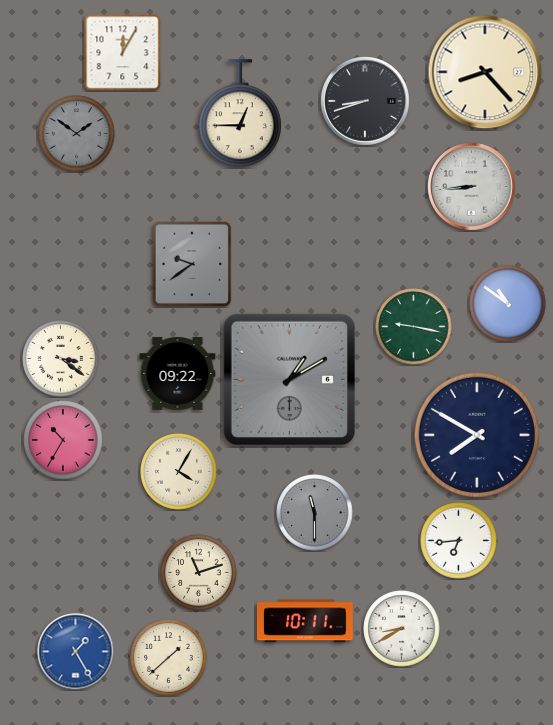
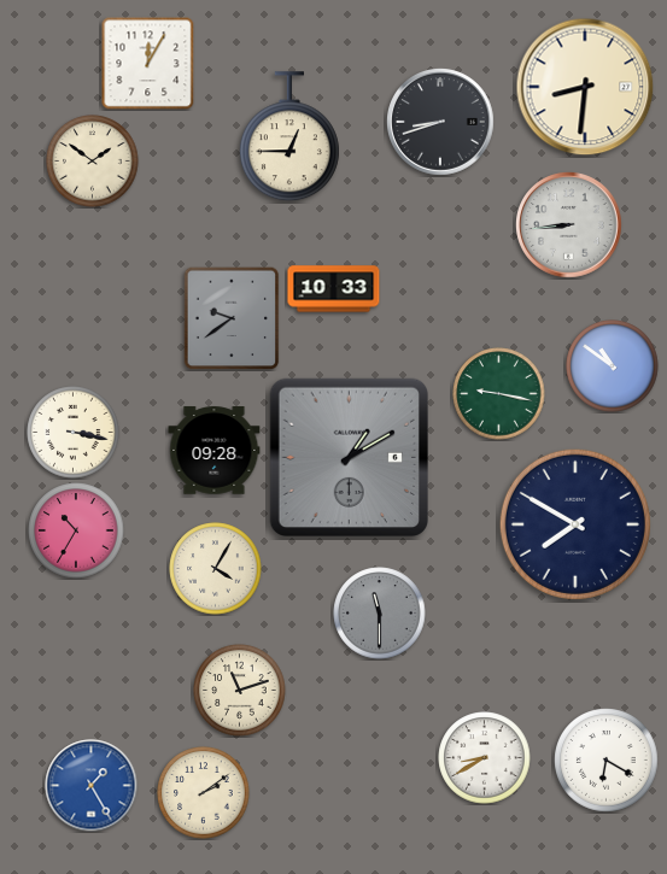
clock at (485, 72): 8:23 -> 8:31
clock at (77, 134) dial: grey -> cream
clock at (334, 289): none -> 10:33
clock at (61, 359): 3:21 -> 3:17
clock at (178, 374): 09:22 -> 09:28
clock at (315, 513) position: (315, 513) -> (380, 614)
clock at (459, 541): 6:44 -> none
clock at (305, 621): 10:11 -> none
clock at (607, 761): none -> 6:20
clock at (169, 658): 1:38 -> 2:09
